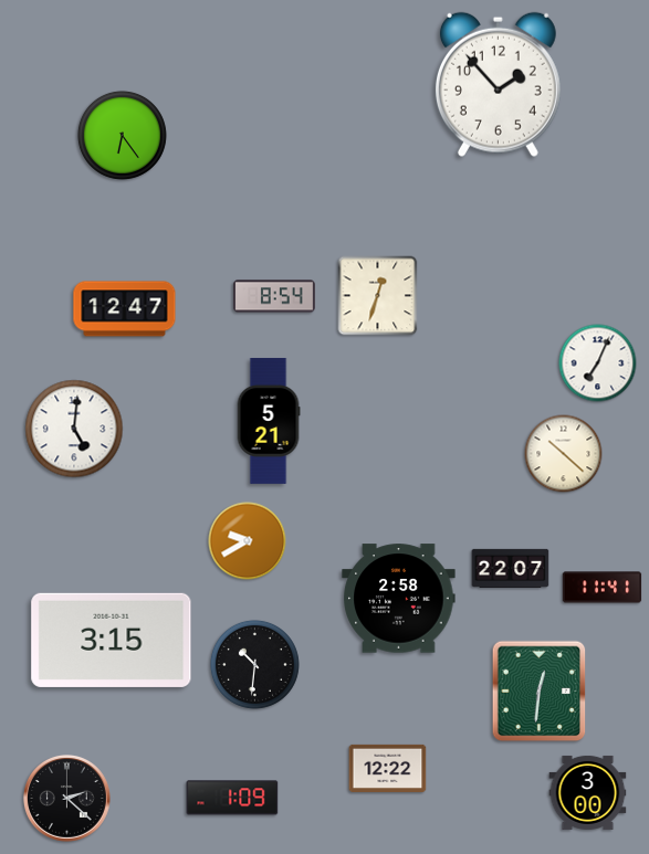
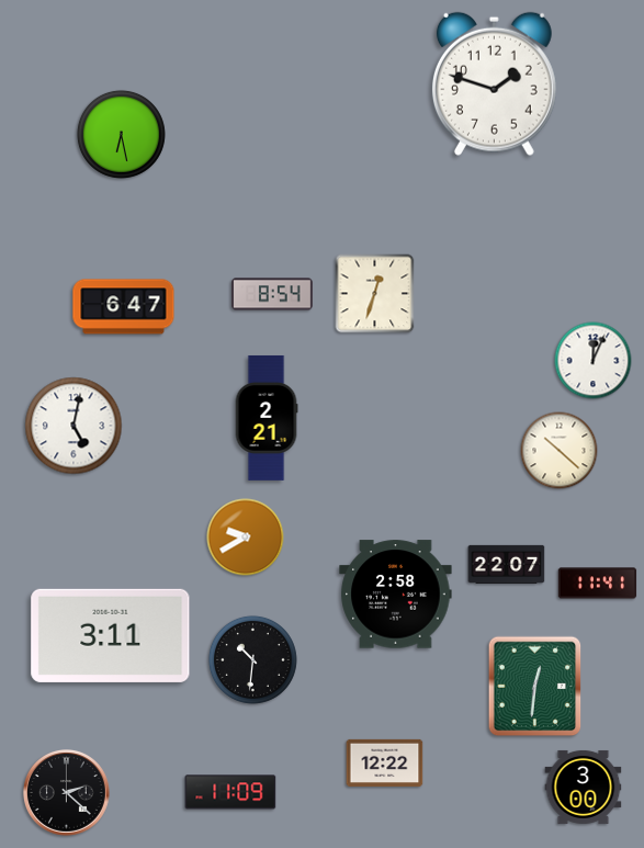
clock at (498, 84): 1:53 -> 1:48
clock at (122, 135): 6:24 -> 6:28
clock at (125, 309): 12:47 -> 6:47
clock at (598, 363): 7:04 -> 12:04
clock at (269, 421): 5:21 -> 2:21
clock at (74, 429): 5:01 -> 5:02
clock at (112, 640): 3:15 -> 3:11
clock at (232, 798): 1:09 -> 11:09
